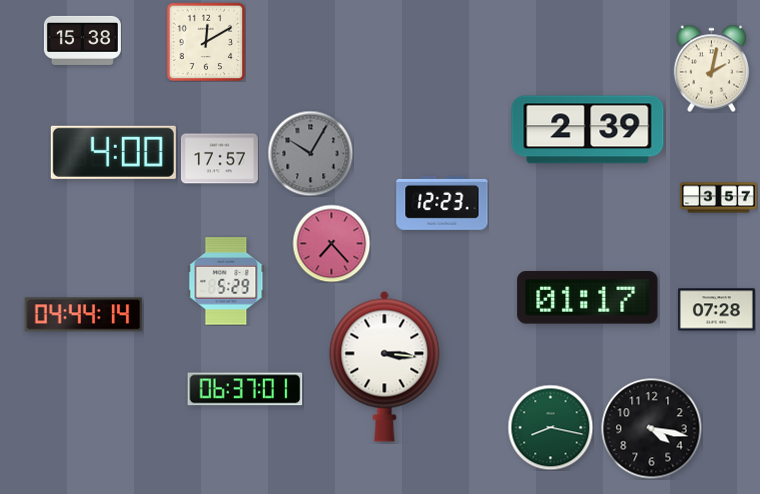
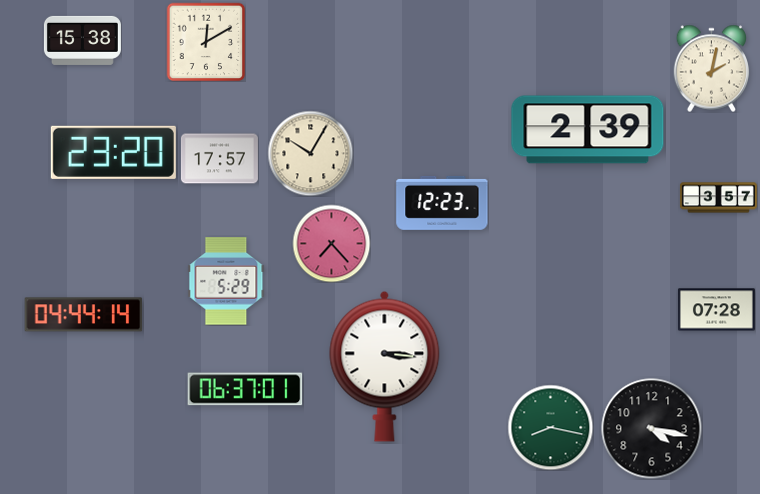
clock at (113, 152): 4:00 -> 23:20
clock at (310, 153) dial: grey -> cream
clock at (588, 298): 01:17 -> none
